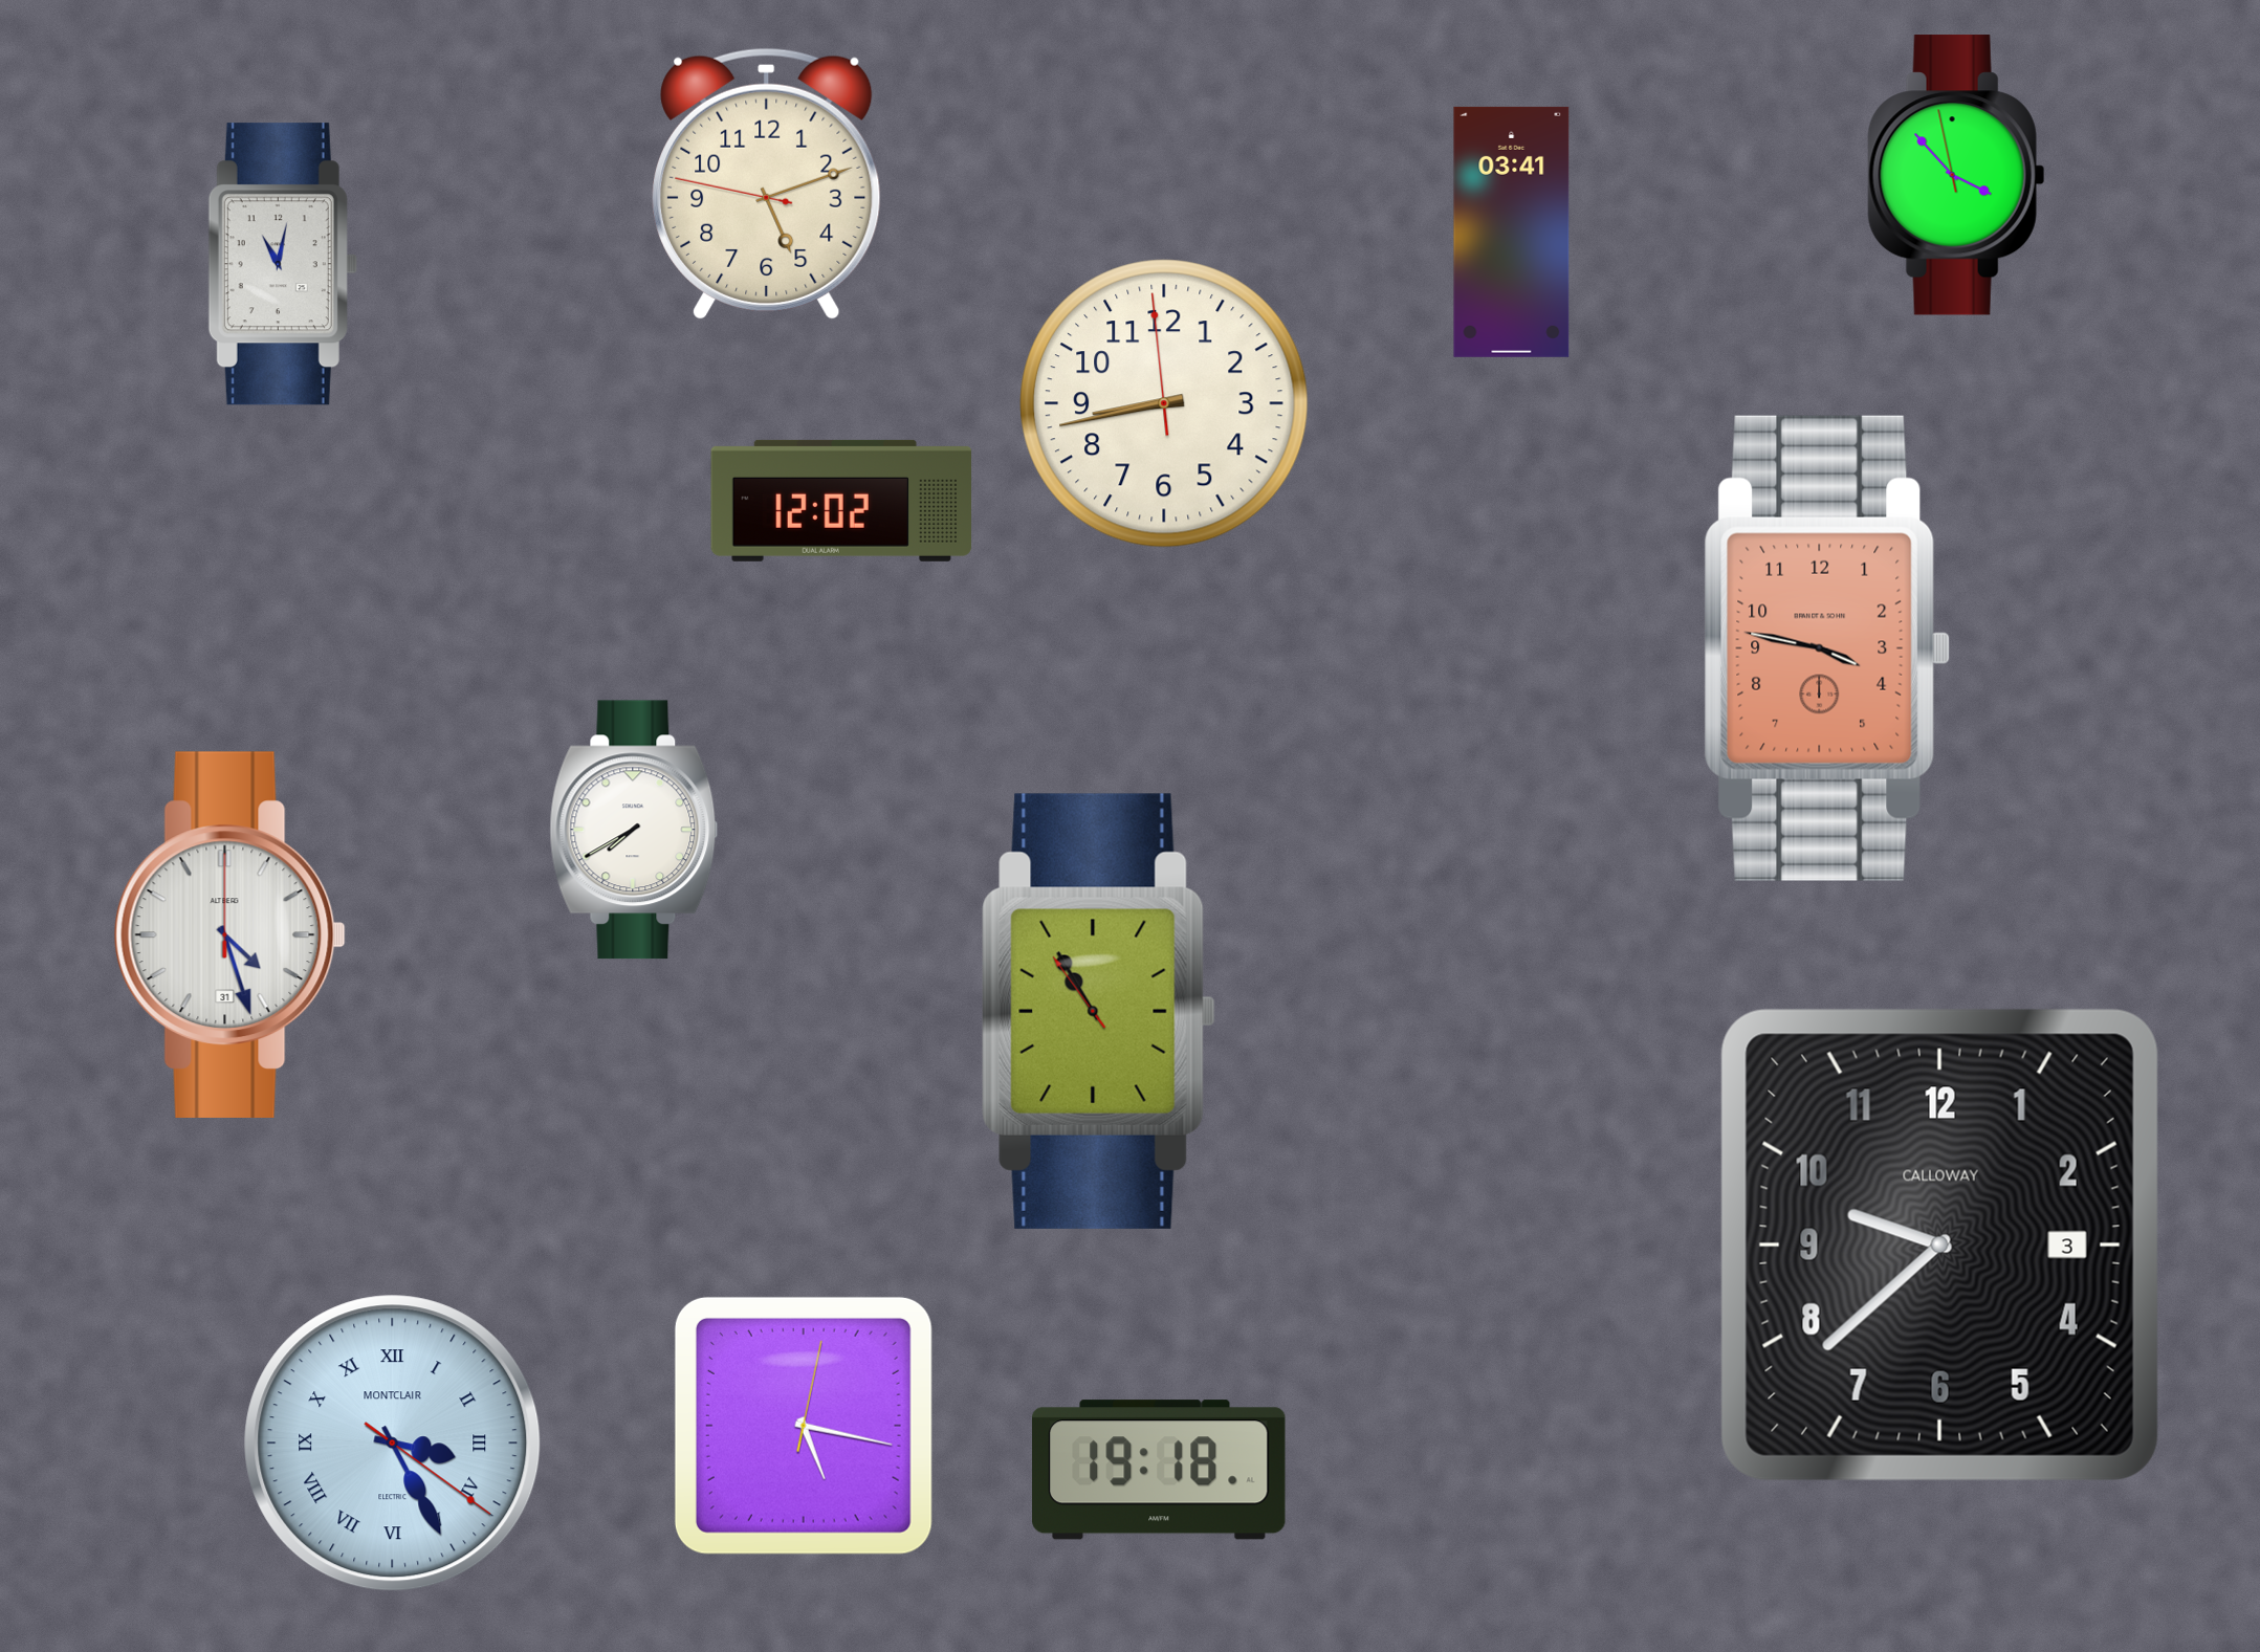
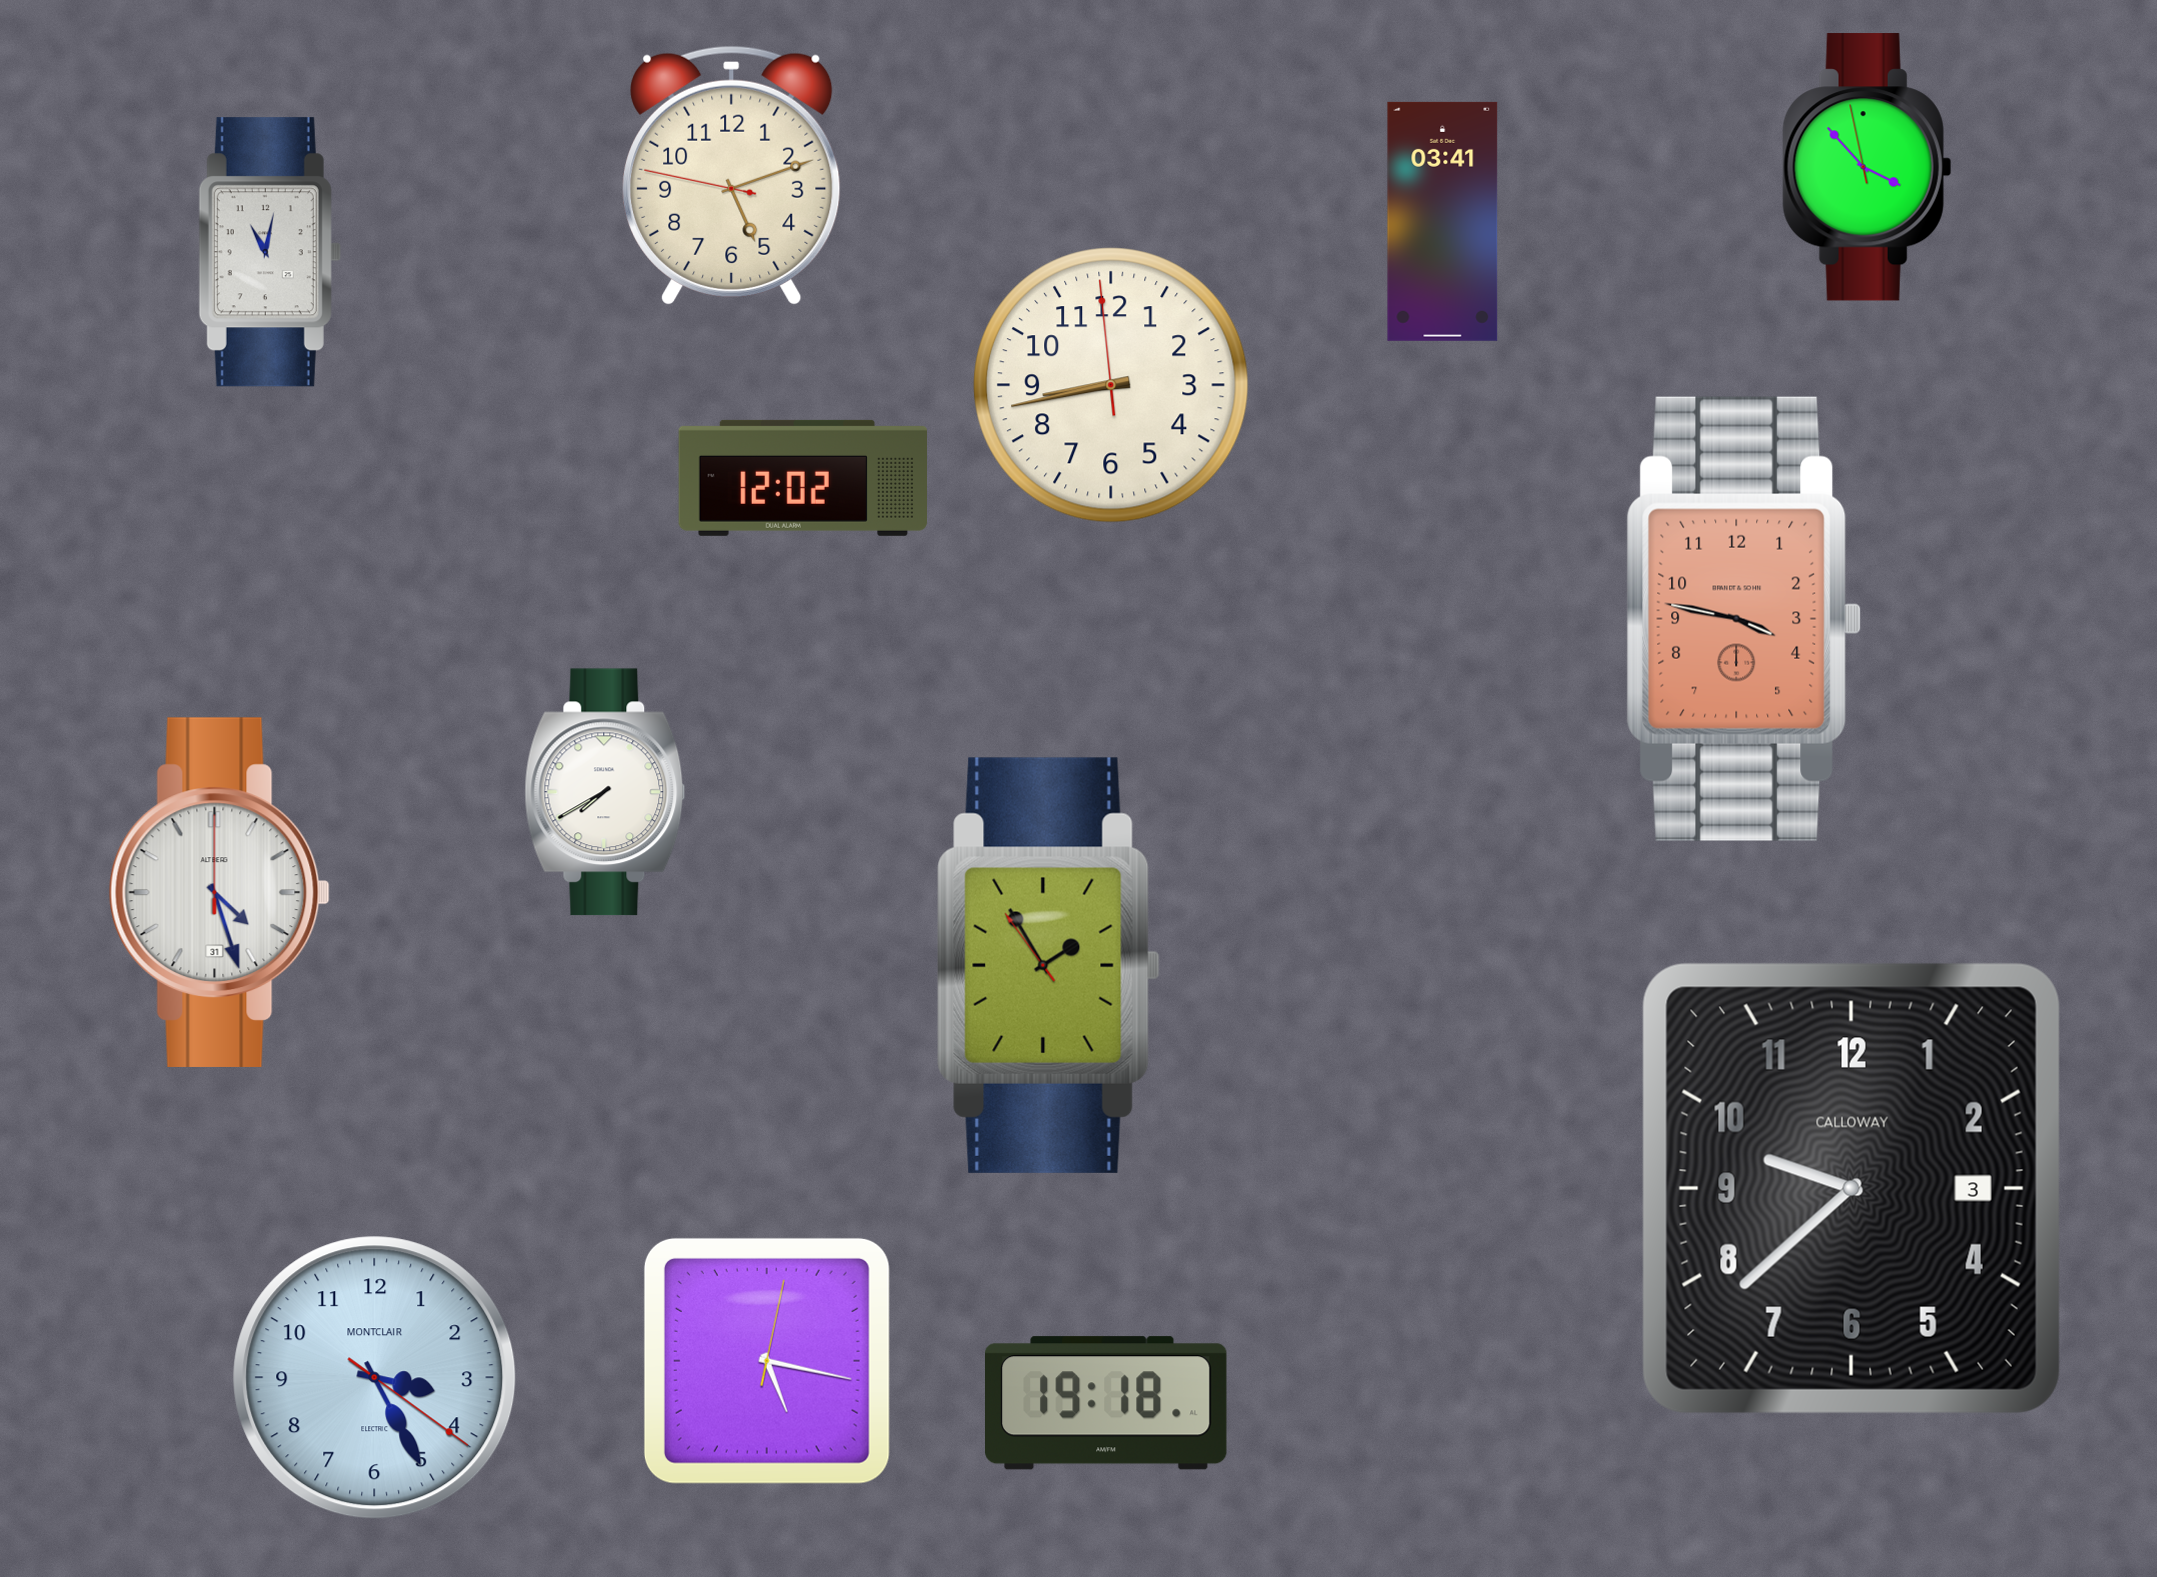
clock at (1099, 1011): 10:54 -> 1:54
clock at (393, 1444) numerals: Roman -> Arabic
